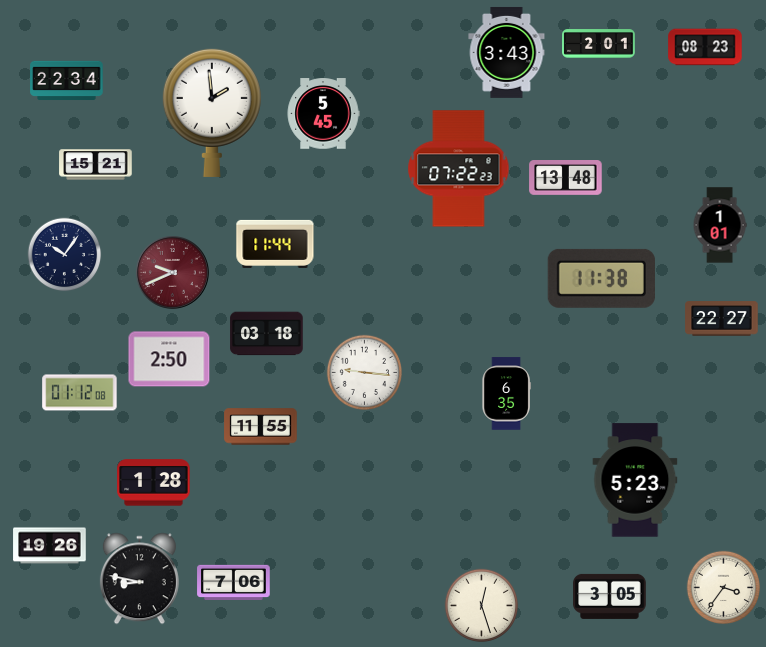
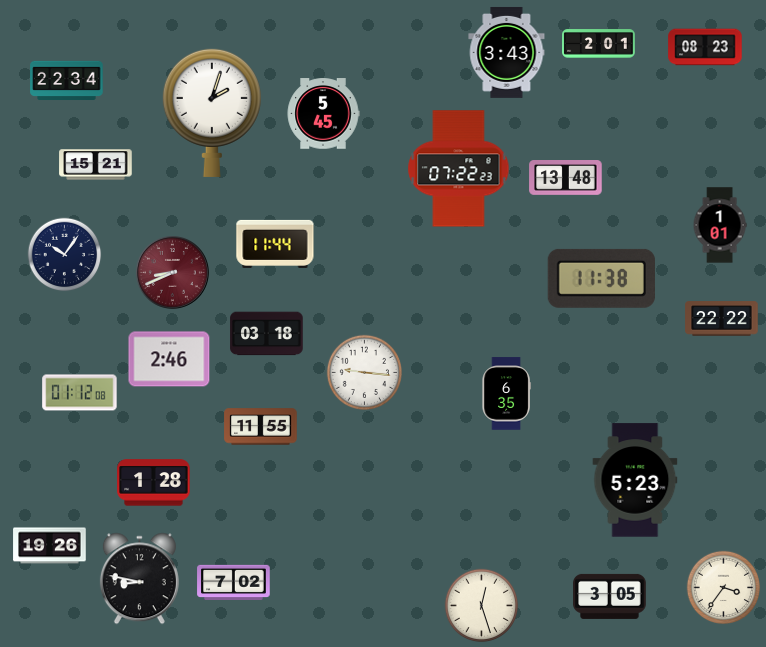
clock at (212, 112): 1:59 -> 2:03
clock at (173, 273): 9:41 -> 8:41
clock at (722, 319): 22:27 -> 22:22
clock at (169, 359): 2:50 -> 2:46
clock at (234, 582): 7:06 -> 7:02
